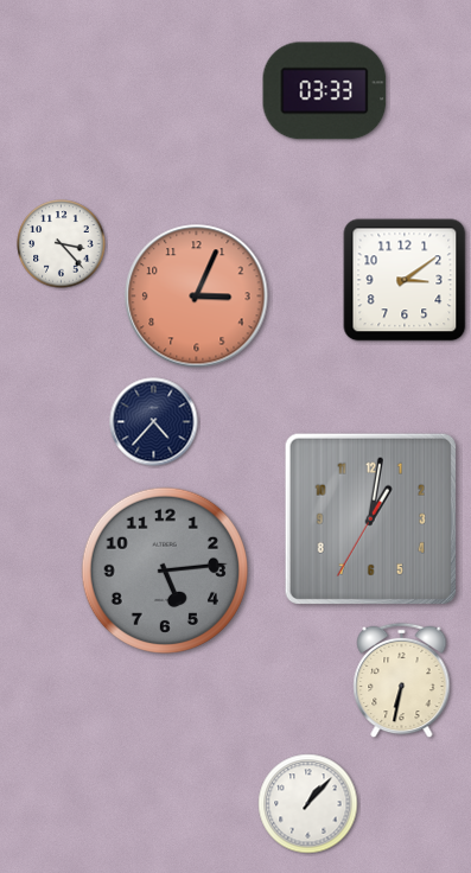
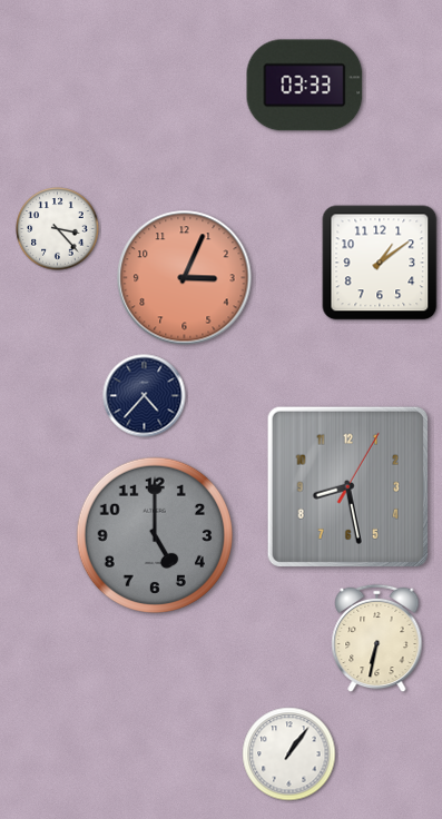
clock at (405, 280): 3:09 -> 1:09
clock at (370, 518): 1:01 -> 8:28
clock at (164, 569): 5:14 -> 5:00
clock at (308, 804): 1:07 -> 1:06
